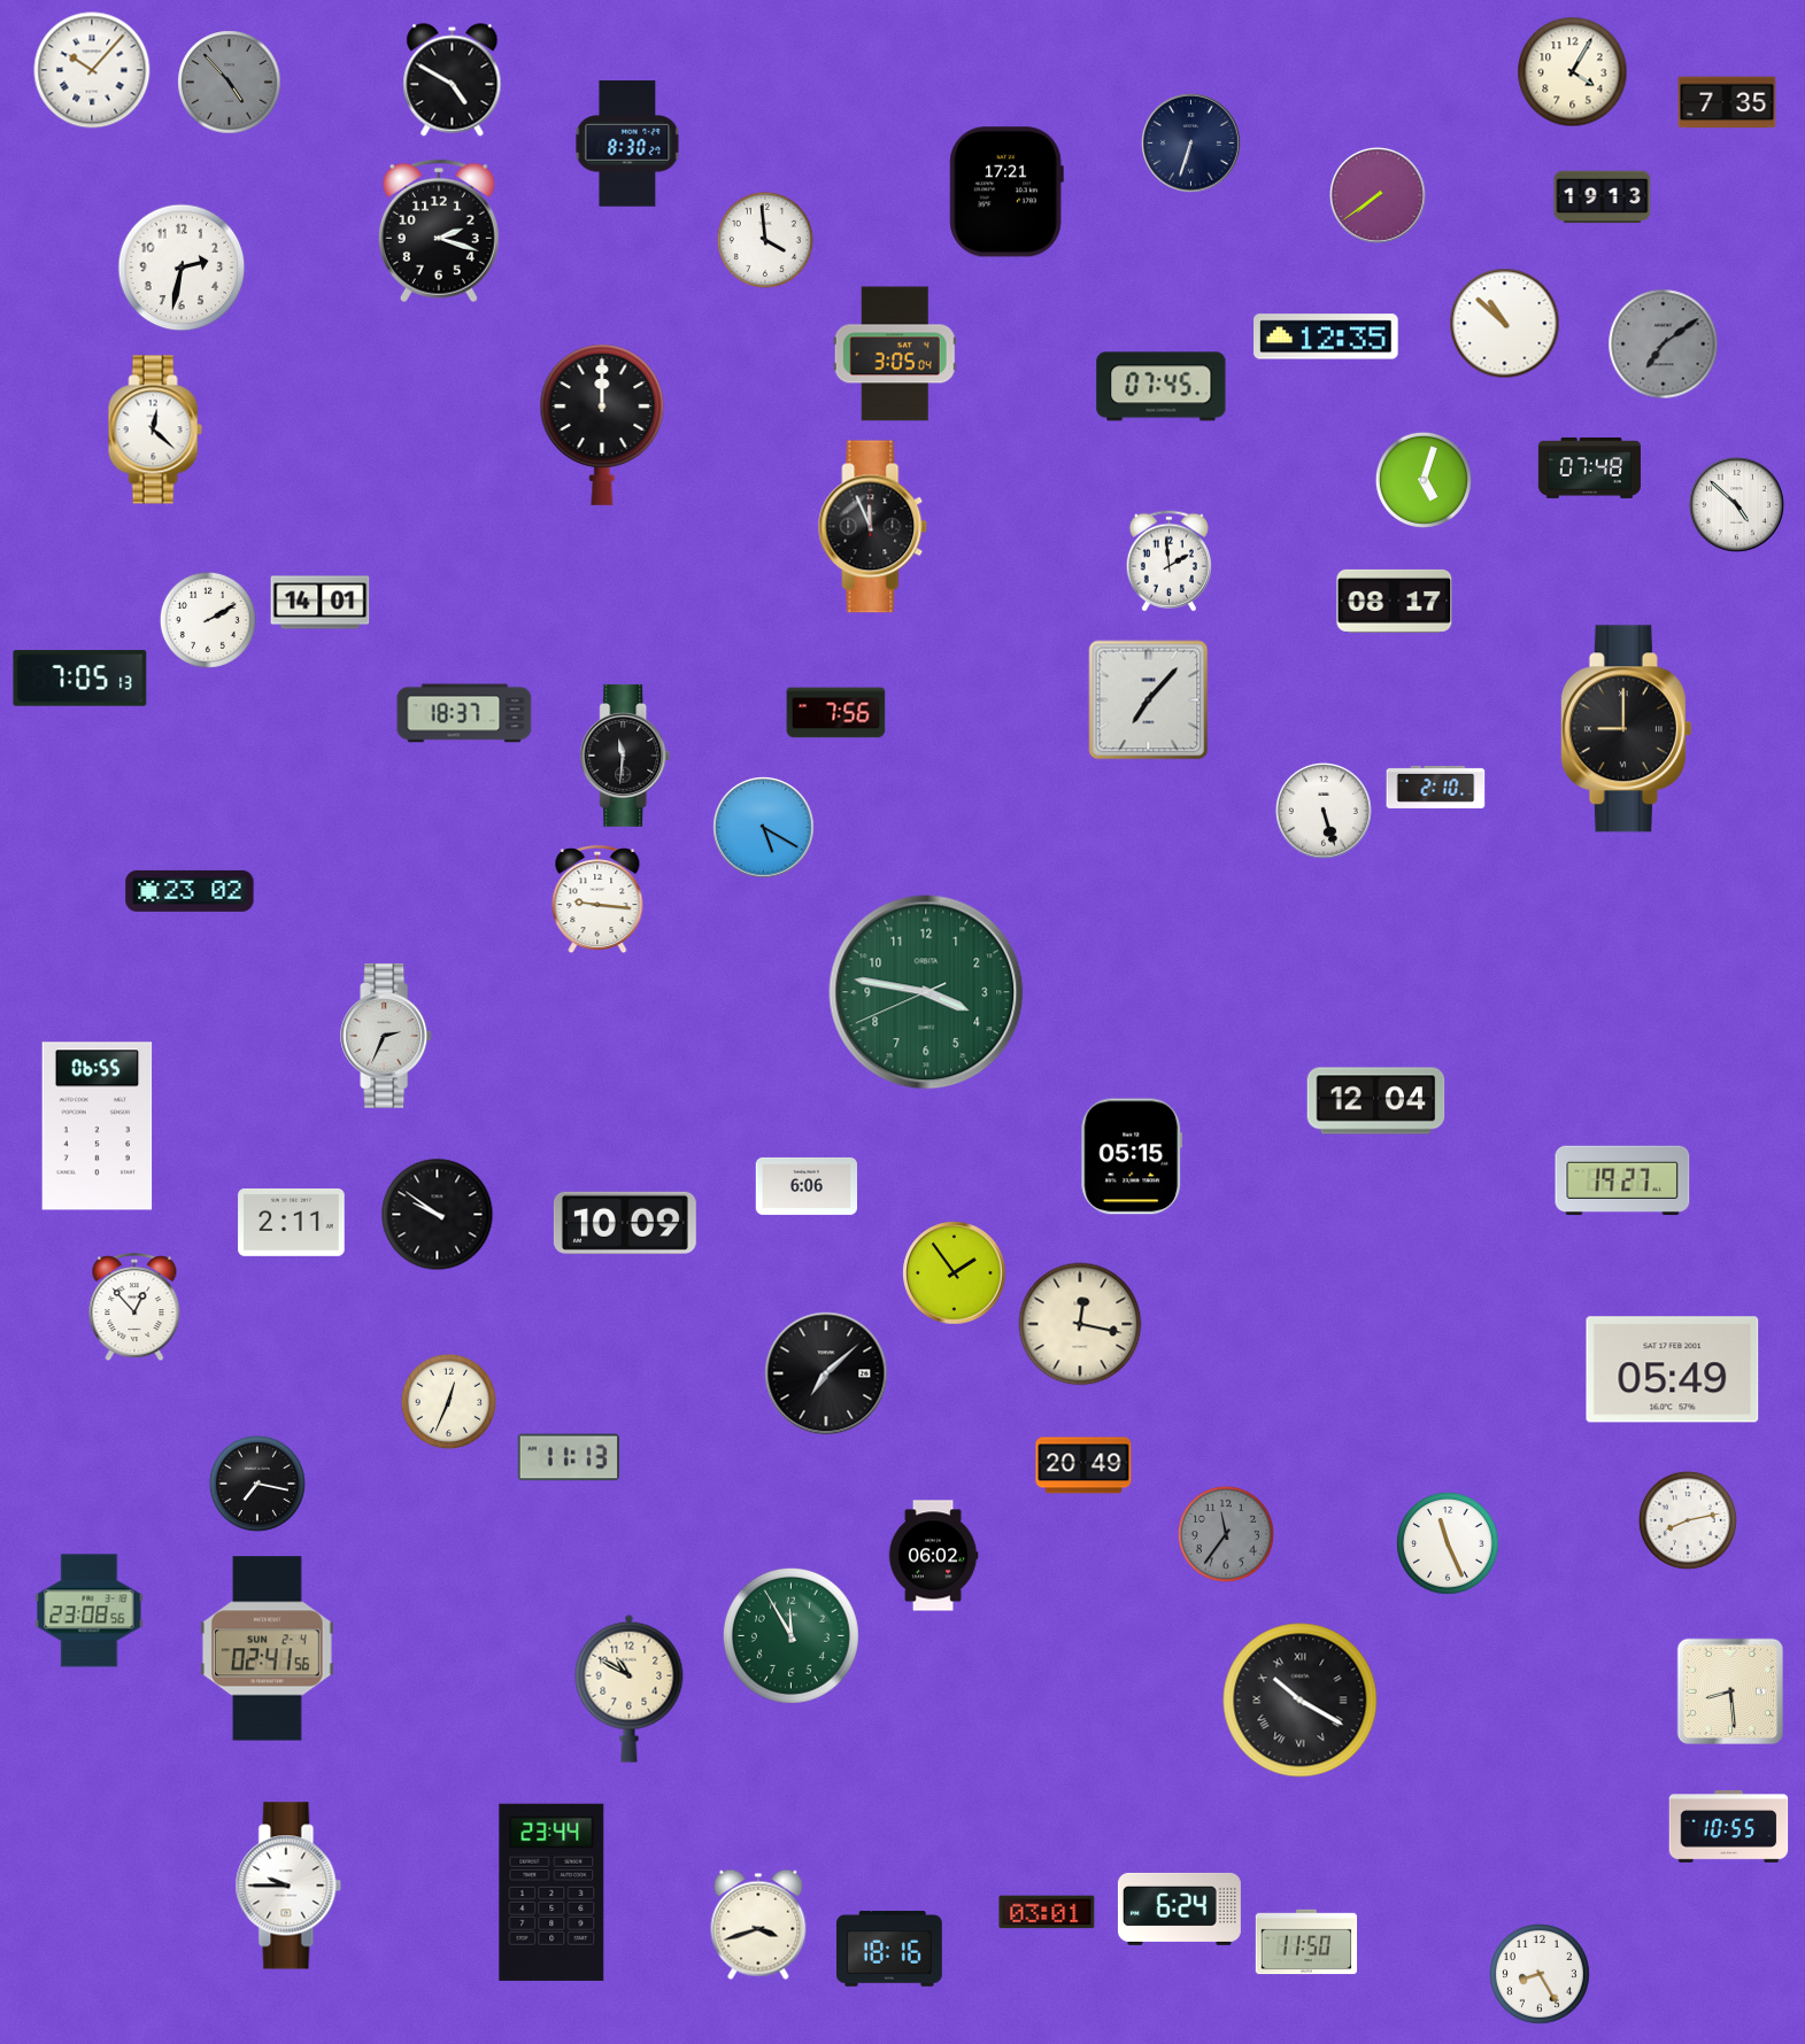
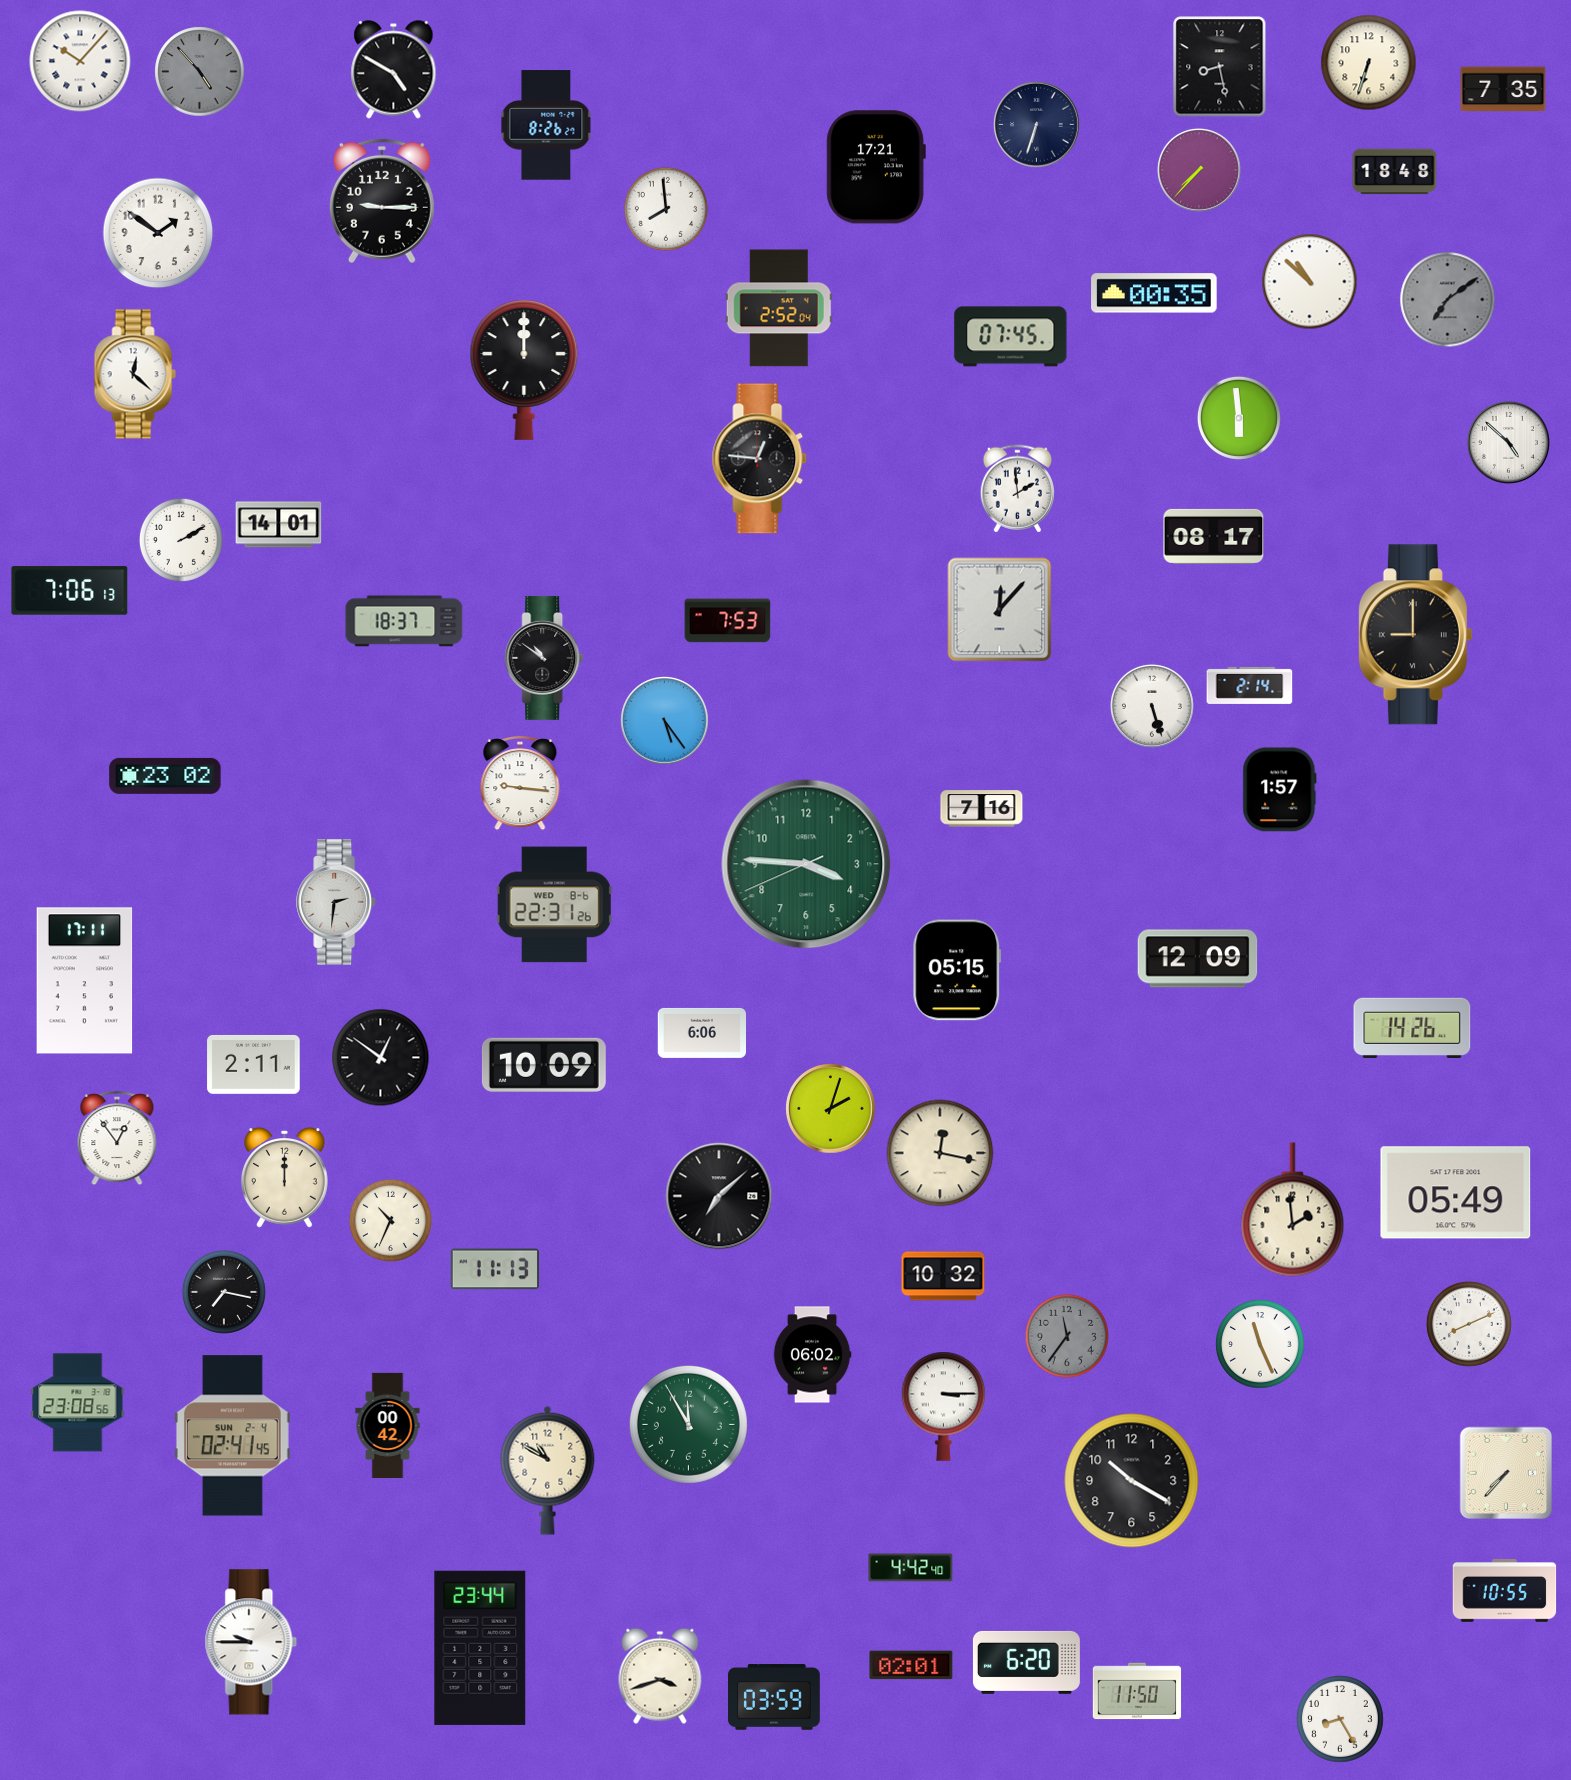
clock at (1573, 72): 4:05 -> 6:33
clock at (1220, 67): none -> 8:28
clock at (627, 144): 8:30 -> 8:26
clock at (1378, 195): 7:39 -> 7:37
clock at (1603, 198): 19:13 -> 18:48
clock at (439, 231): 2:18 -> 9:15
clock at (765, 240): 3:59 -> 7:59
clock at (182, 268): 2:32 -> 1:51
clock at (1326, 336): 12:35 -> 00:35
clock at (895, 354): 3:05 -> 2:52
clock at (1589, 467): 07:48 -> none
clock at (1424, 480): 5:03 -> 5:59
clock at (1736, 504) position: (1736, 504) -> (1508, 442)
clock at (873, 527): 11:56 -> 12:46
clock at (1395, 601) position: (1395, 601) -> (1214, 536)
clock at (80, 679): 7:05 -> 7:06
clock at (1149, 700): 7:07 -> 12:07
clock at (836, 713): 7:56 -> 7:53
clock at (625, 756): 11:31 -> 10:51
clock at (1436, 787): 2:10 -> 2:14
clock at (764, 828): 5:20 -> 5:24
clock at (1280, 790): none -> 1:57
clock at (982, 809): none -> 7:16
clock at (926, 992): 3:46 -> 3:45
clock at (387, 1036): 2:34 -> 2:31
clock at (554, 905): none -> 22:31
clock at (1376, 1101): 12:04 -> 12:09
clock at (98, 1126): 06:55 -> 17:11
clock at (1132, 1156) position: (1132, 1156) -> (957, 970)
clock at (1622, 1180): 19:27 -> 14:26
clock at (438, 1215): 9:51 -> 12:51
clock at (955, 1273): 1:54 -> 2:03
clock at (134, 1308): 12:53 -> 12:54
clock at (284, 1178): none -> 12:00
clock at (1293, 1210): none -> 1:59
clock at (448, 1401): 12:34 -> 10:34
clock at (1083, 1465): 20:49 -> 10:32
clock at (1688, 1520): 8:13 -> 8:11
clock at (944, 1406): none -> 3:15
clock at (388, 1425): none -> 00:42
clock at (267, 1649): 02:41:56 -> 02:41:45
clock at (1729, 1690): 8:29 -> 7:37
clock at (1301, 1701) numerals: Roman -> Arabic
clock at (911, 1568): none -> 4:42
clock at (1179, 1908): 6:24 -> 6:20
clock at (1047, 1912): 03:01 -> 02:01
clock at (890, 1949): 18:16 -> 03:59
